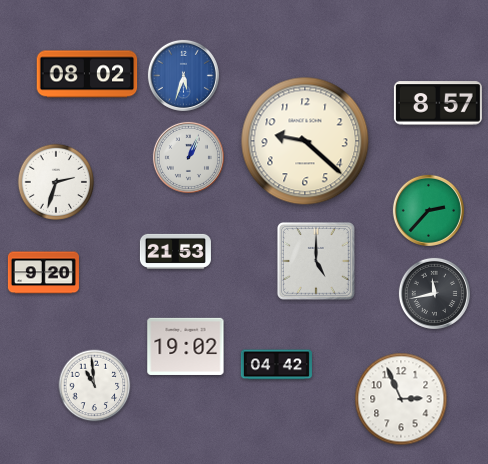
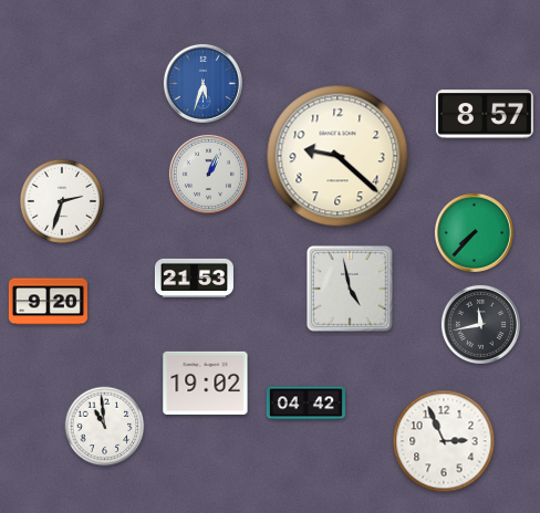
clock at (87, 74): 08:02 -> none
clock at (428, 210): 2:37 -> 7:37
clock at (317, 262): 5:00 -> 4:58
